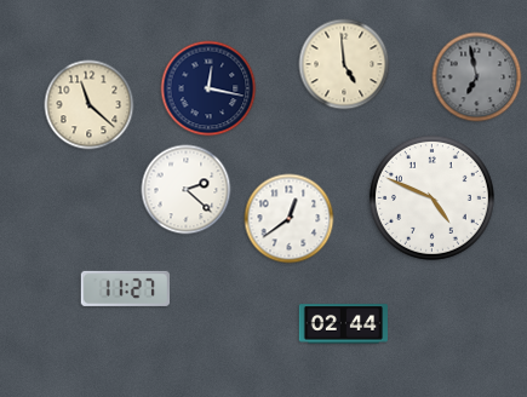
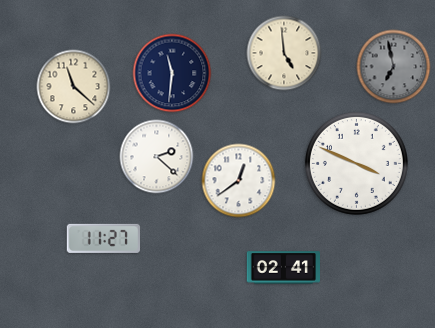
clock at (477, 77) position: (477, 77) -> (394, 67)
clock at (208, 88): 12:17 -> 11:31
clock at (187, 190) position: (187, 190) -> (157, 157)
clock at (431, 197): 4:49 -> 3:49
clock at (344, 324): 02:44 -> 02:41
